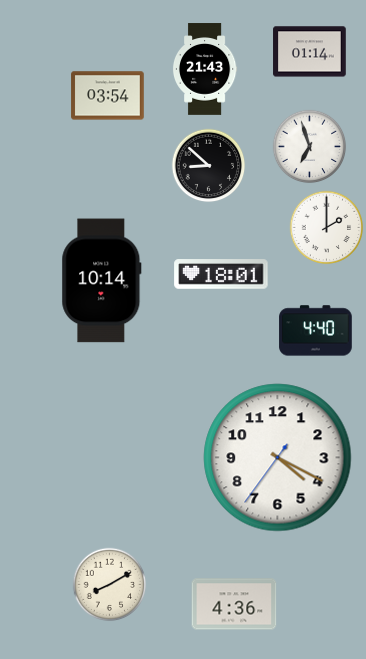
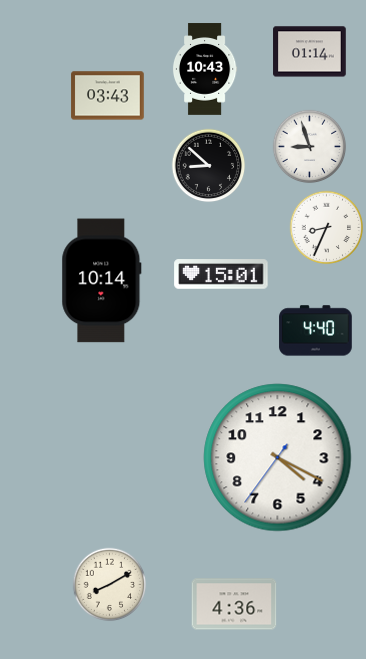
clock at (205, 69): 21:43 -> 10:43
clock at (108, 96): 03:54 -> 03:43
clock at (310, 147): 6:57 -> 8:57
clock at (327, 228): 2:00 -> 8:34
clock at (221, 274): 18:01 -> 15:01
